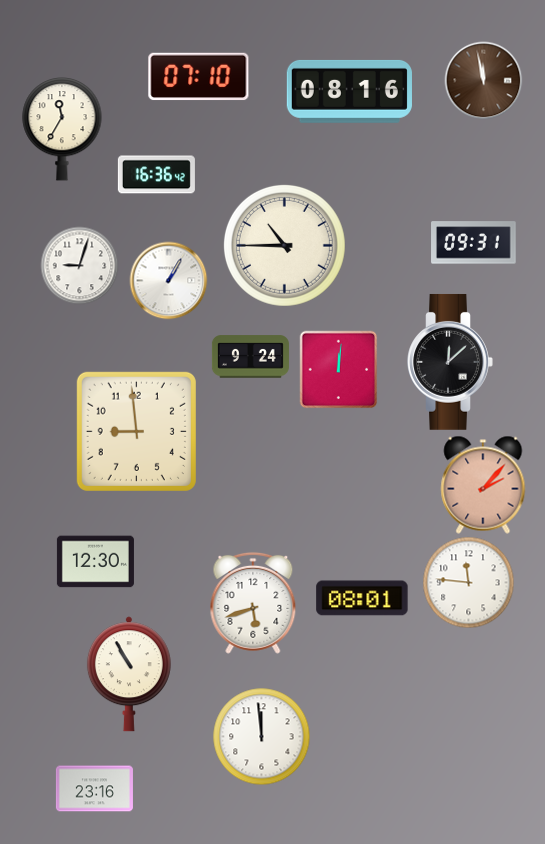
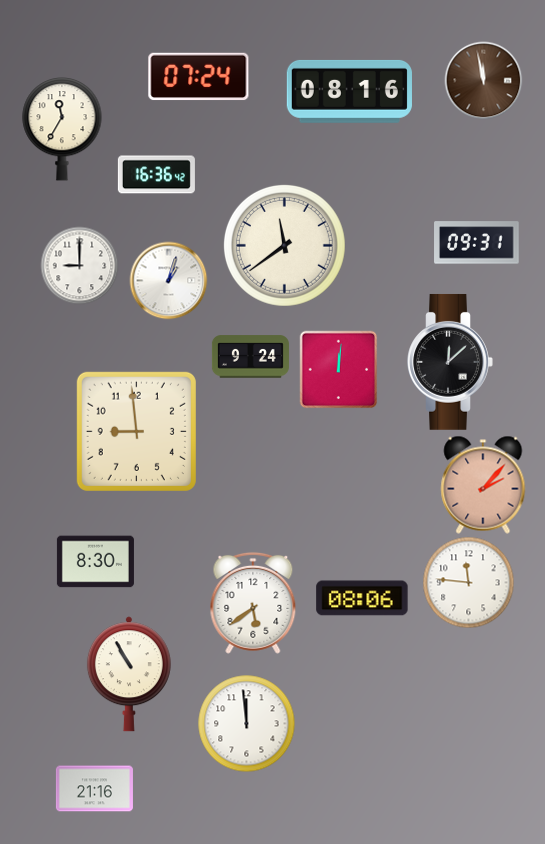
clock at (199, 77): 07:10 -> 07:24
clock at (474, 243) position: (474, 243) -> (477, 243)
clock at (284, 245): 10:45 -> 11:39
clock at (79, 265): 9:03 -> 9:00
clock at (168, 280): 1:05 -> 1:03
clock at (95, 562): 12:30 -> 8:30
clock at (362, 598): 08:01 -> 08:06
clock at (253, 603): 5:42 -> 5:39
clock at (261, 736) position: (261, 736) -> (246, 723)
clock at (94, 789): 23:16 -> 21:16
